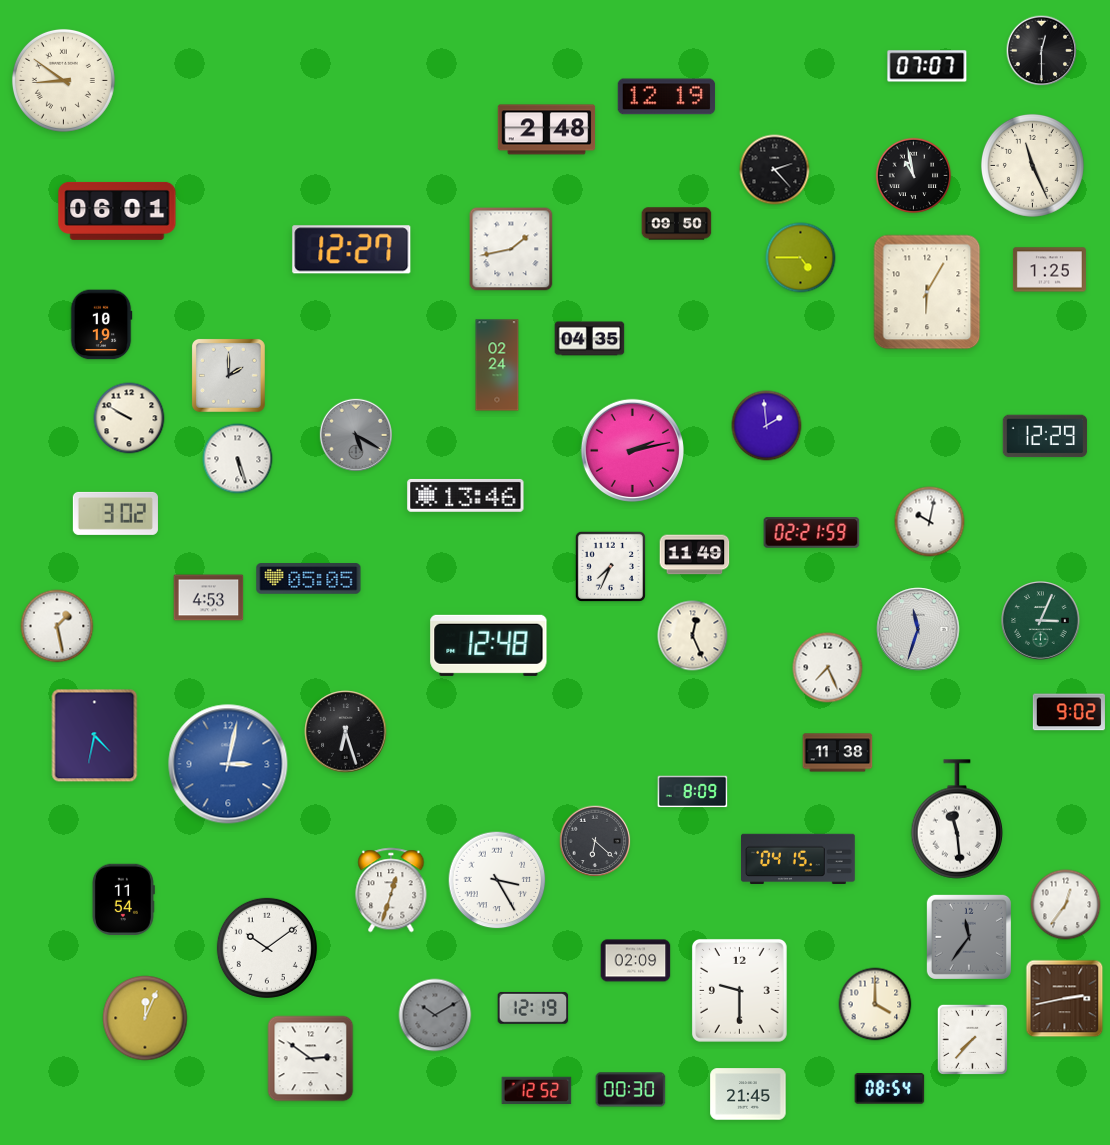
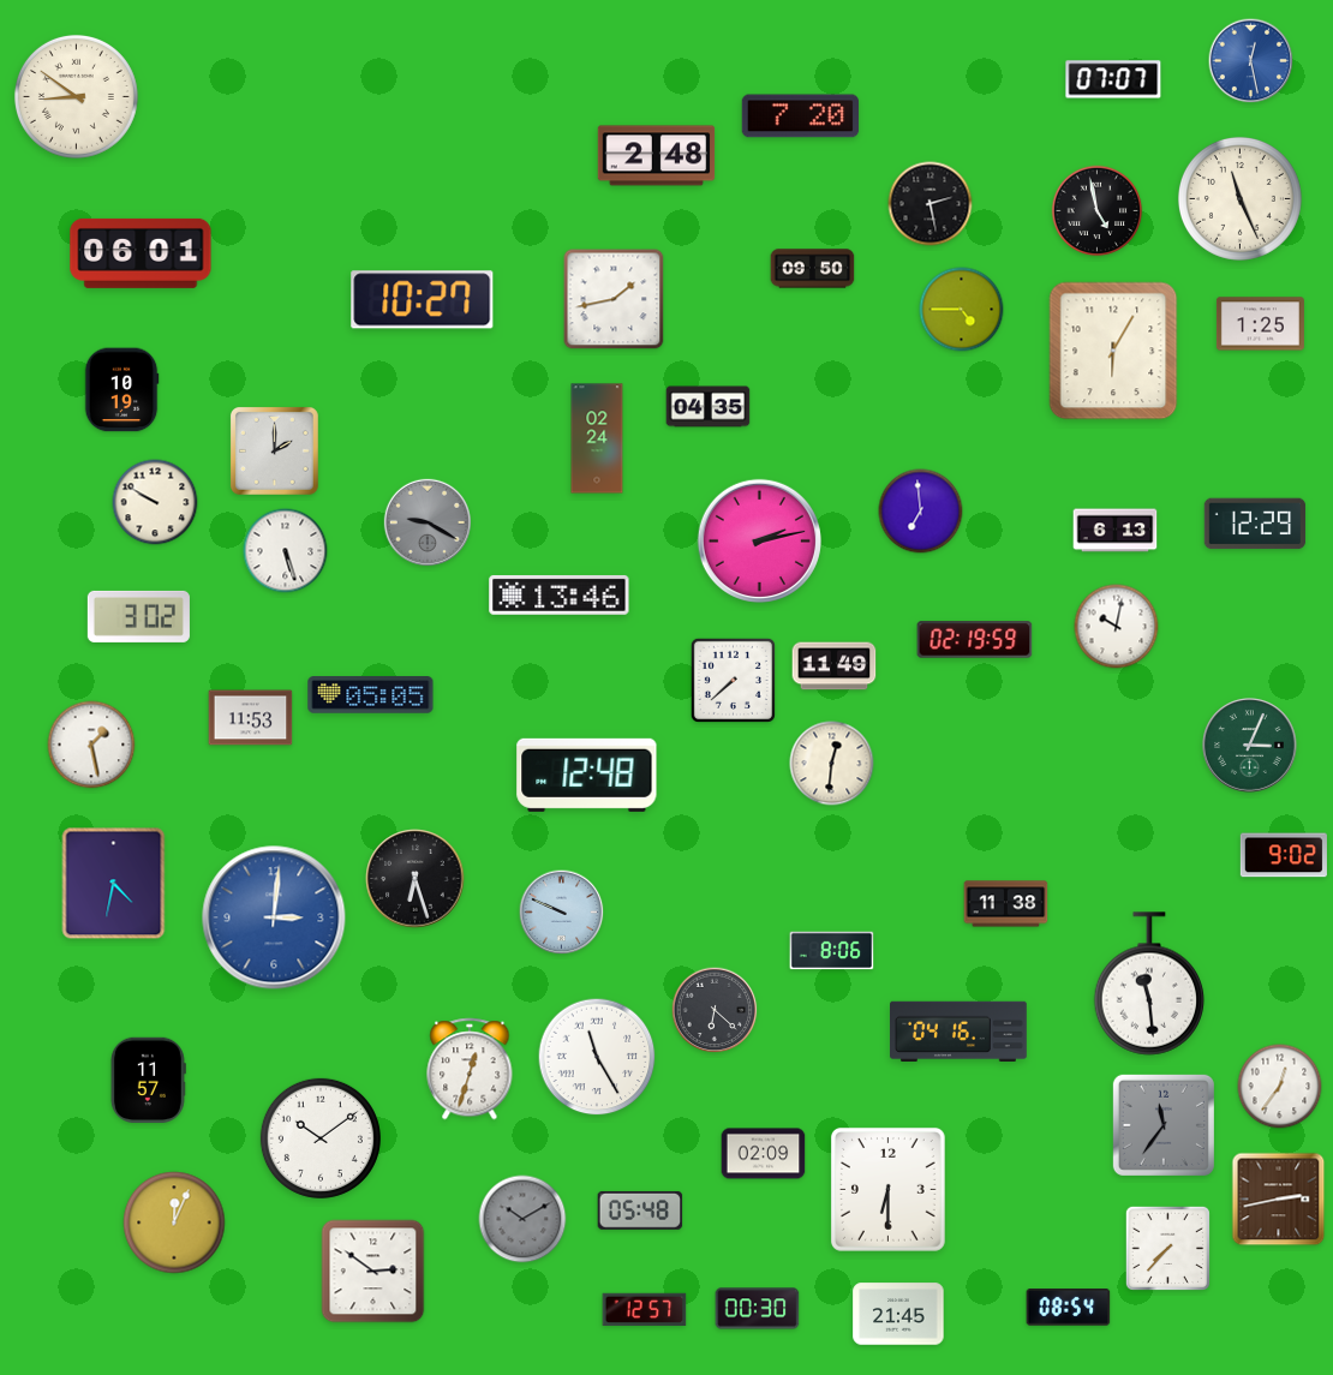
clock at (1042, 51): 12:30 -> 12:28
clock at (1042, 51) dial: black -> blue
clock at (667, 97): 12:19 -> 7:20
clock at (775, 170): 2:23 -> 2:28
clock at (914, 176): 10:58 -> 4:58
clock at (352, 250): 12:27 -> 10:27
clock at (767, 426): 1:59 -> 6:59
clock at (356, 435): 5:20 -> 9:20
clock at (1116, 531): none -> 6:13
clock at (812, 533): 02:21 -> 02:19
clock at (610, 566): 7:34 -> 7:38
clock at (209, 598): 4:53 -> 11:53
clock at (57, 626) position: (57, 626) -> (91, 745)
clock at (918, 629): 11:33 -> none
clock at (693, 636): 12:26 -> 12:31
clock at (828, 668): 7:26 -> none
clock at (562, 913): none -> 9:49
clock at (228, 764): 3:02 -> 3:01
clock at (693, 792): 8:09 -> 8:06
clock at (799, 858): 04:15 -> 04:16
clock at (497, 880): 3:25 -> 11:25
clock at (123, 899): 11:54 -> 11:57
clock at (739, 990): 9:30 -> 6:30
clock at (875, 1004): 4:00 -> none
clock at (533, 1008): 12:19 -> 05:48
clock at (537, 1091): 12:52 -> 12:57
